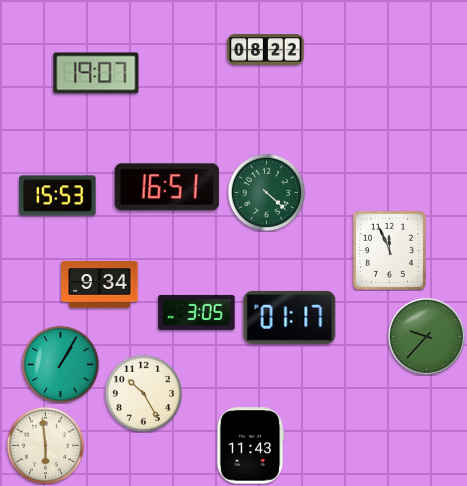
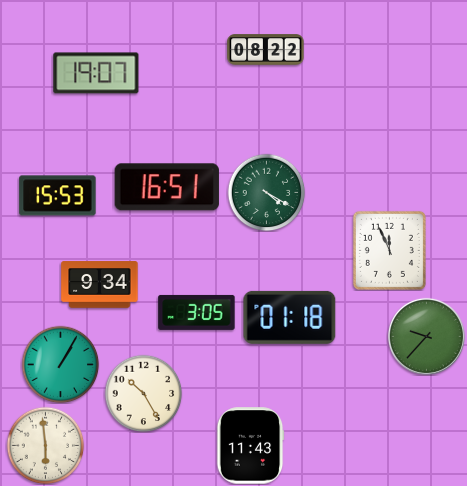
clock at (266, 192): 4:22 -> 4:20
clock at (290, 317): 01:17 -> 01:18
